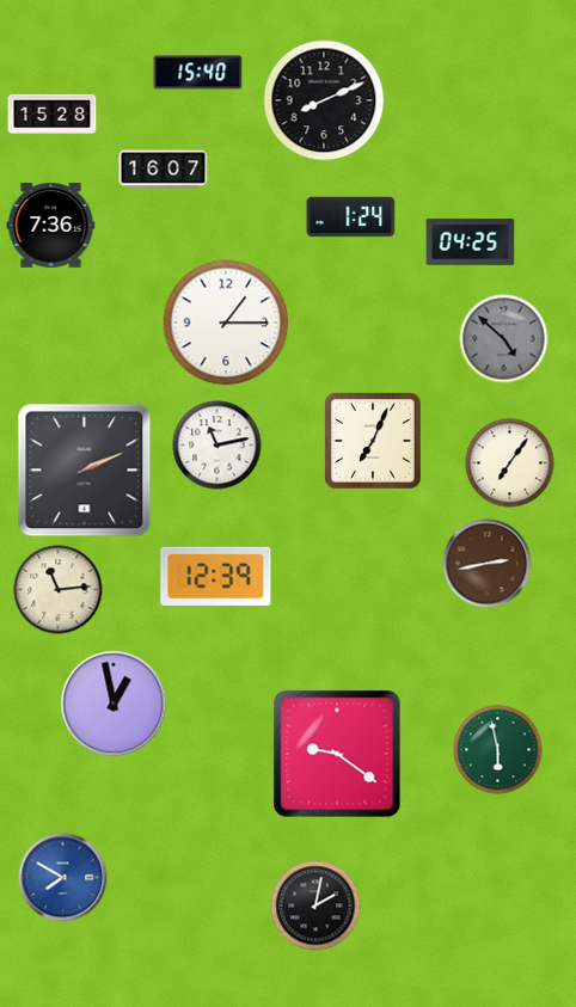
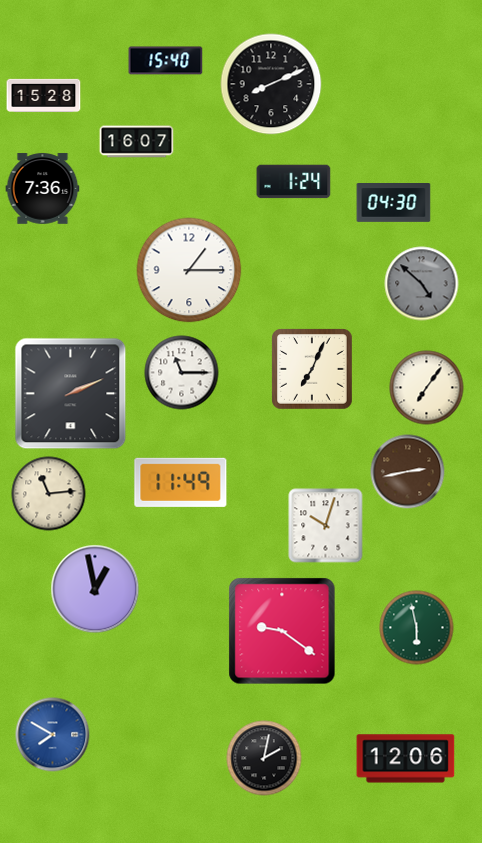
clock at (471, 242): 04:25 -> 04:30
clock at (217, 446): 11:13 -> 11:15
clock at (216, 576): 12:39 -> 11:49
clock at (326, 526): none -> 10:03
clock at (406, 759): none -> 12:06
